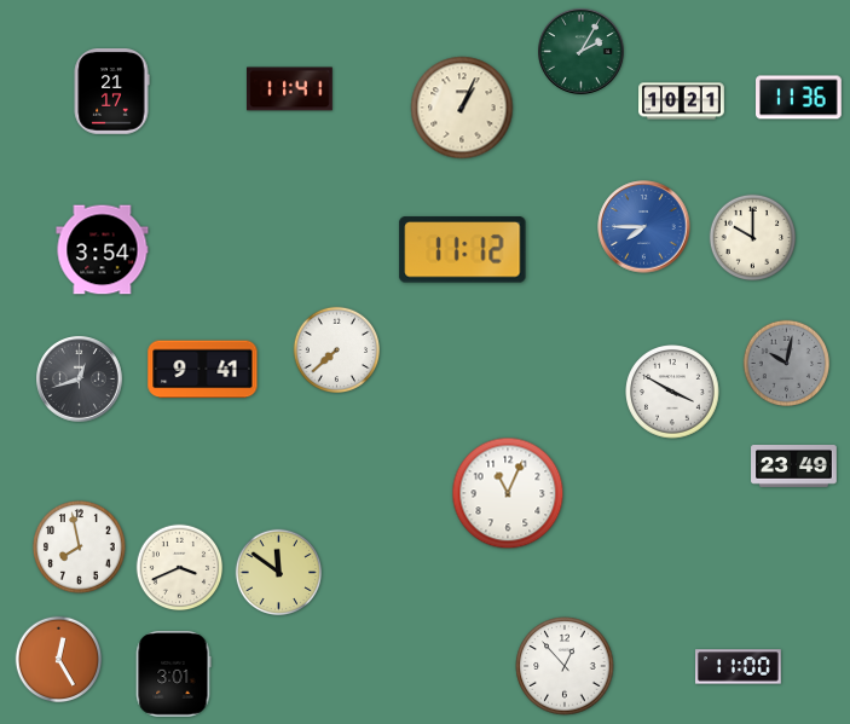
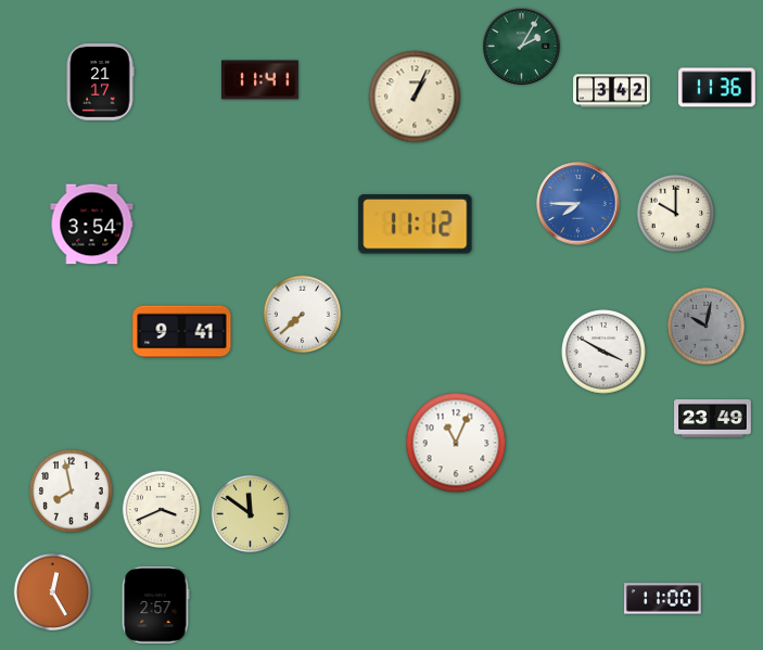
clock at (682, 102): 10:21 -> 3:42
clock at (80, 380): 12:42 -> none
clock at (565, 666): 12:53 -> none
clock at (173, 674): 3:01 -> 2:57
